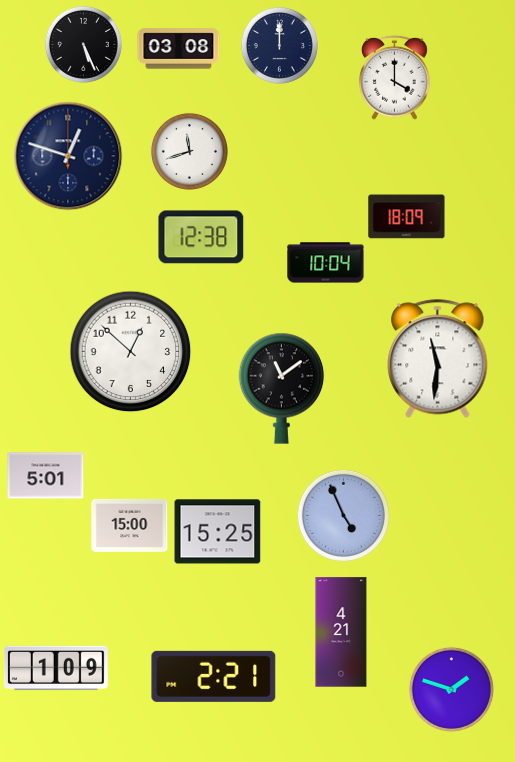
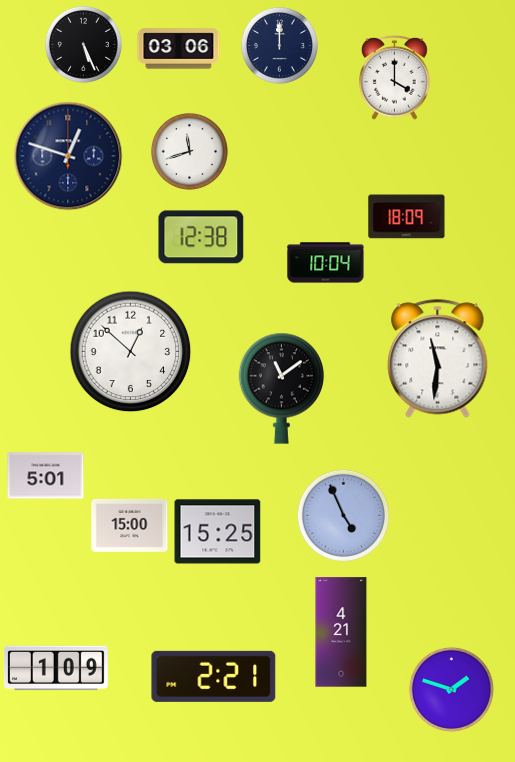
clock at (179, 49): 03:08 -> 03:06
